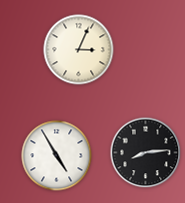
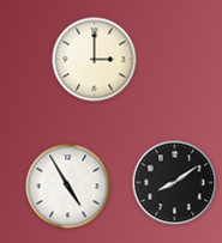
clock at (79, 50): 3:04 -> 3:00
clock at (146, 153): 8:14 -> 8:09
